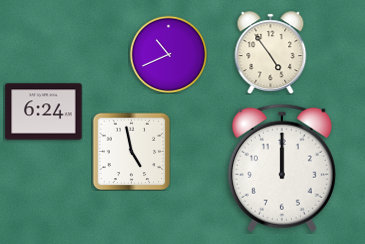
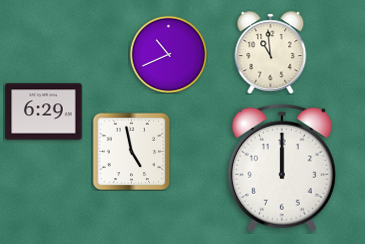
clock at (271, 52): 4:54 -> 10:59
clock at (44, 112): 6:24 -> 6:29
